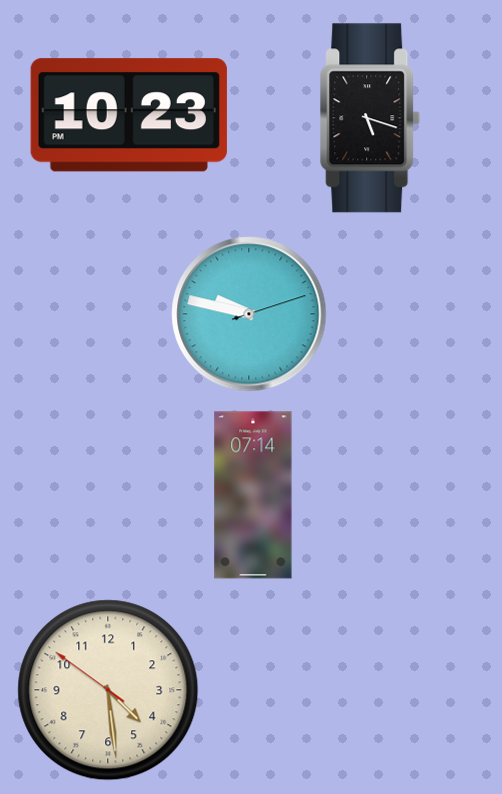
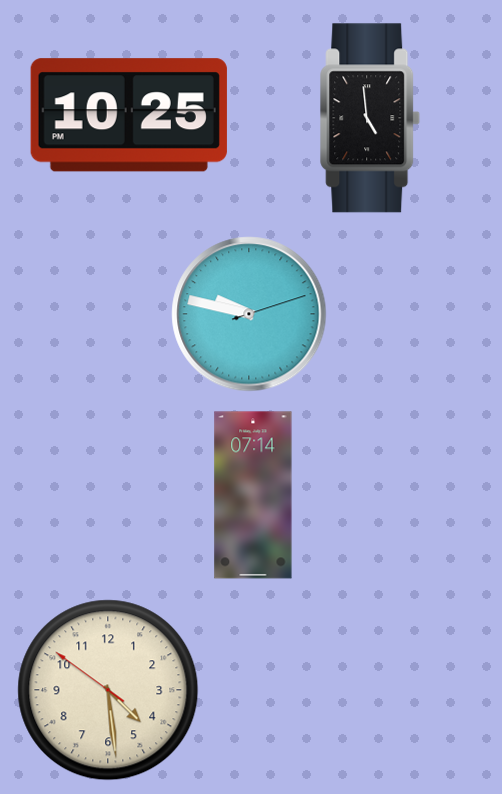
clock at (129, 115): 10:23 -> 10:25
clock at (370, 118): 5:18 -> 4:59
